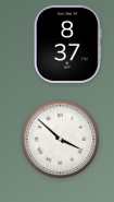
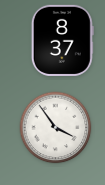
clock at (61, 140): 3:52 -> 3:54
